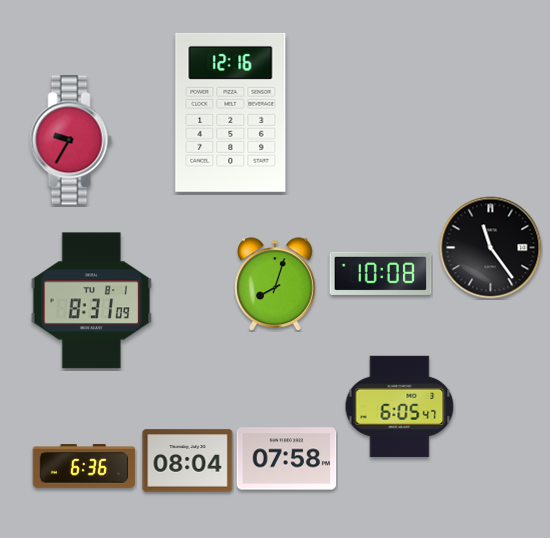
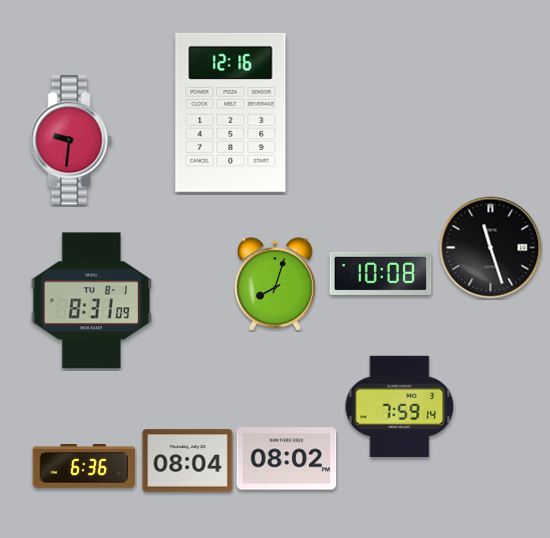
clock at (71, 140): 9:35 -> 9:31
clock at (491, 248): 11:24 -> 11:27
clock at (400, 406): 6:05 -> 7:59
clock at (287, 459): 07:58 -> 08:02
